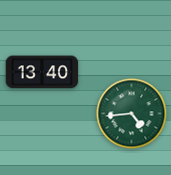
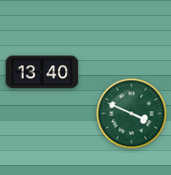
clock at (132, 114): 4:44 -> 3:49
